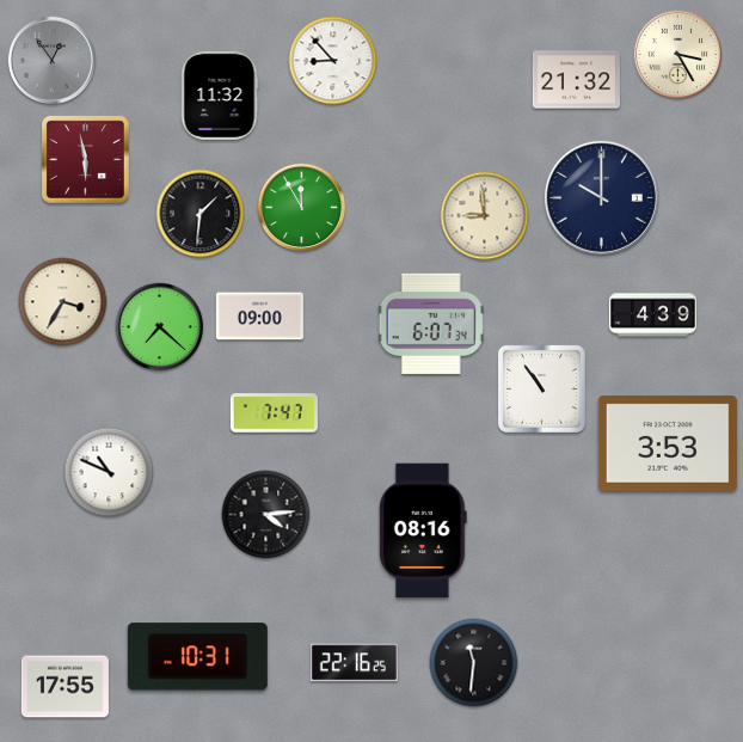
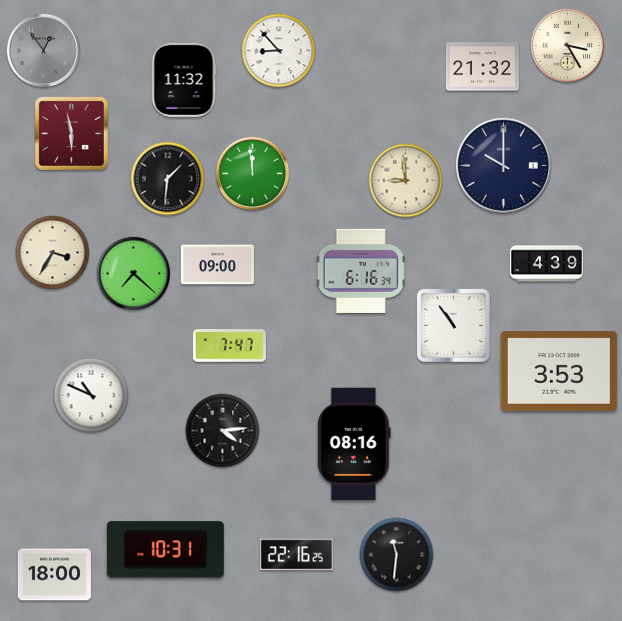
clock at (302, 208): 11:55 -> 11:59
clock at (431, 324): 6:07 -> 6:16
clock at (65, 687): 17:55 -> 18:00
